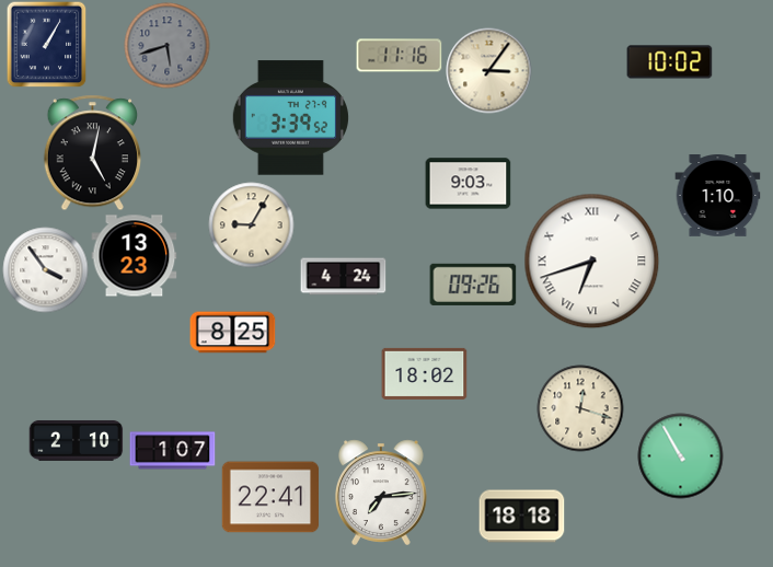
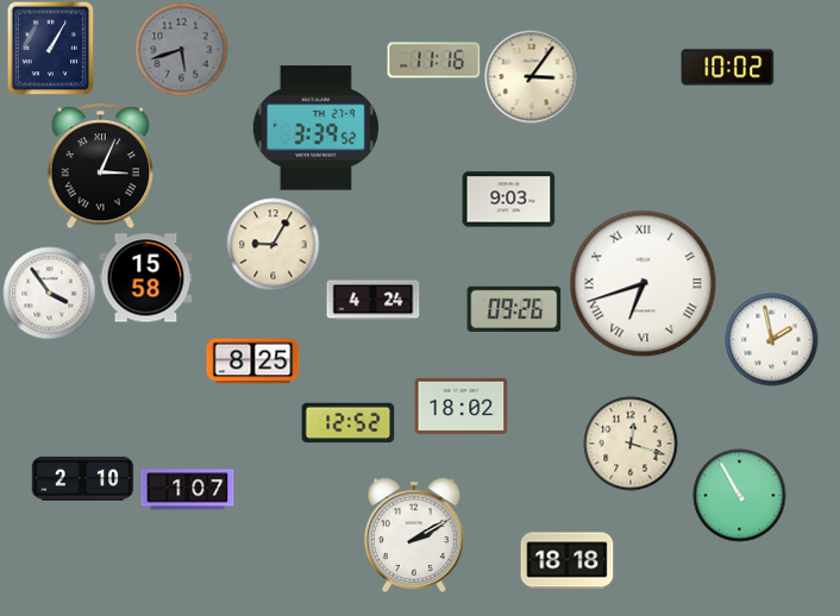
clock at (92, 152): 5:02 -> 3:04
clock at (717, 196): 1:10 -> none
clock at (134, 256): 13:23 -> 15:58
clock at (771, 339): none -> 1:58
clock at (347, 423): none -> 12:52
clock at (381, 493): 7:14 -> 2:10
clock at (270, 497): 22:41 -> none
